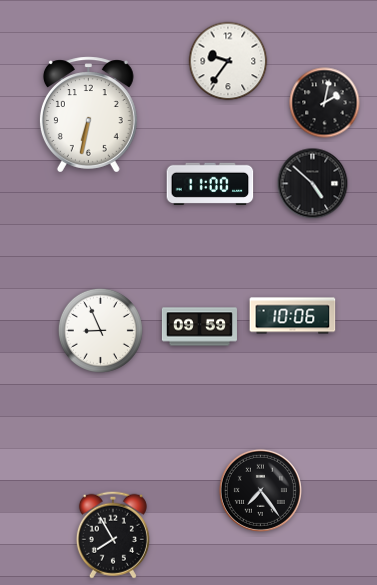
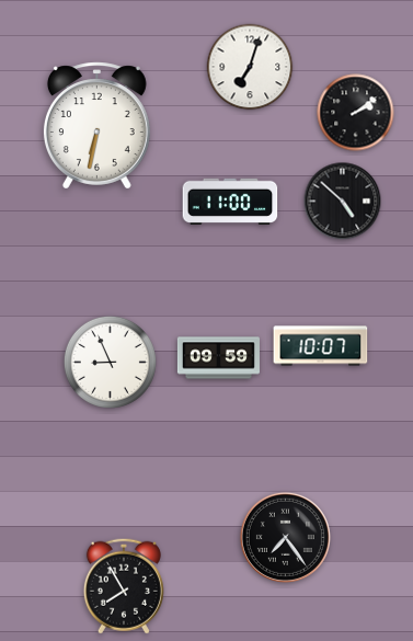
clock at (228, 61): 9:36 -> 7:03
clock at (325, 103): 2:02 -> 2:09
clock at (293, 316): 10:06 -> 10:07
